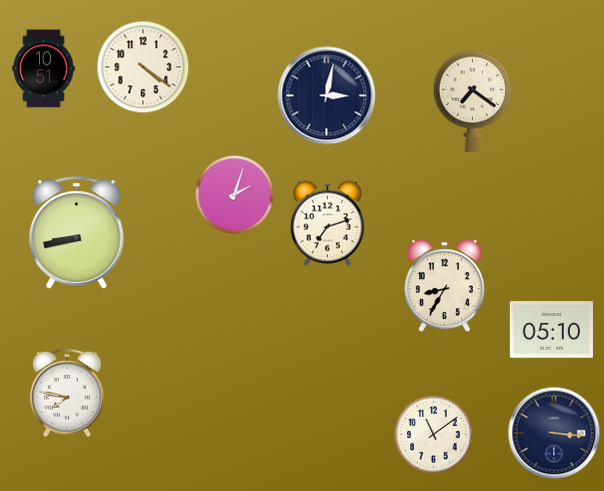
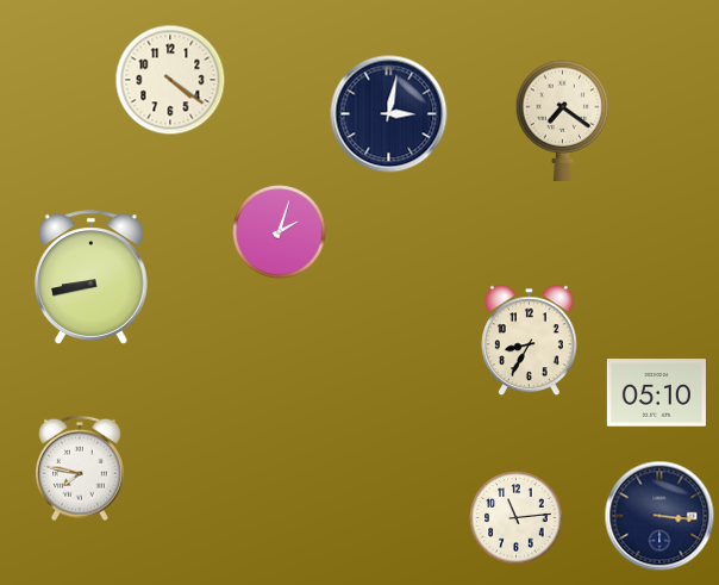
clock at (44, 69): 10:51 -> none
clock at (327, 224): 7:12 -> none
clock at (434, 435): 11:09 -> 11:14
